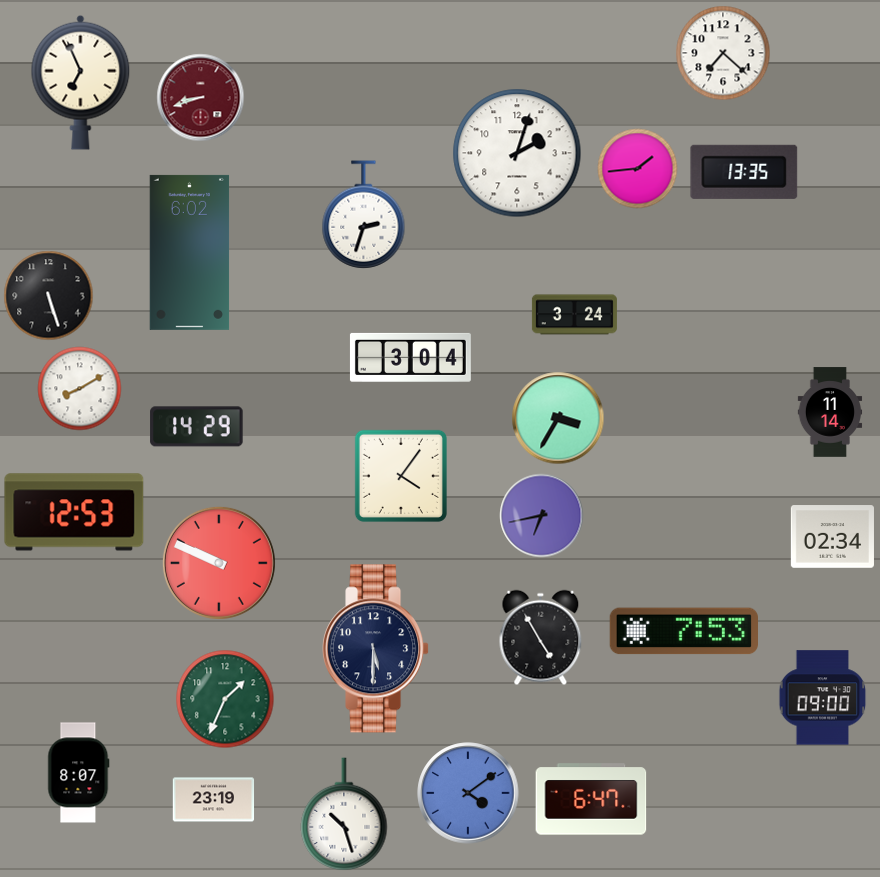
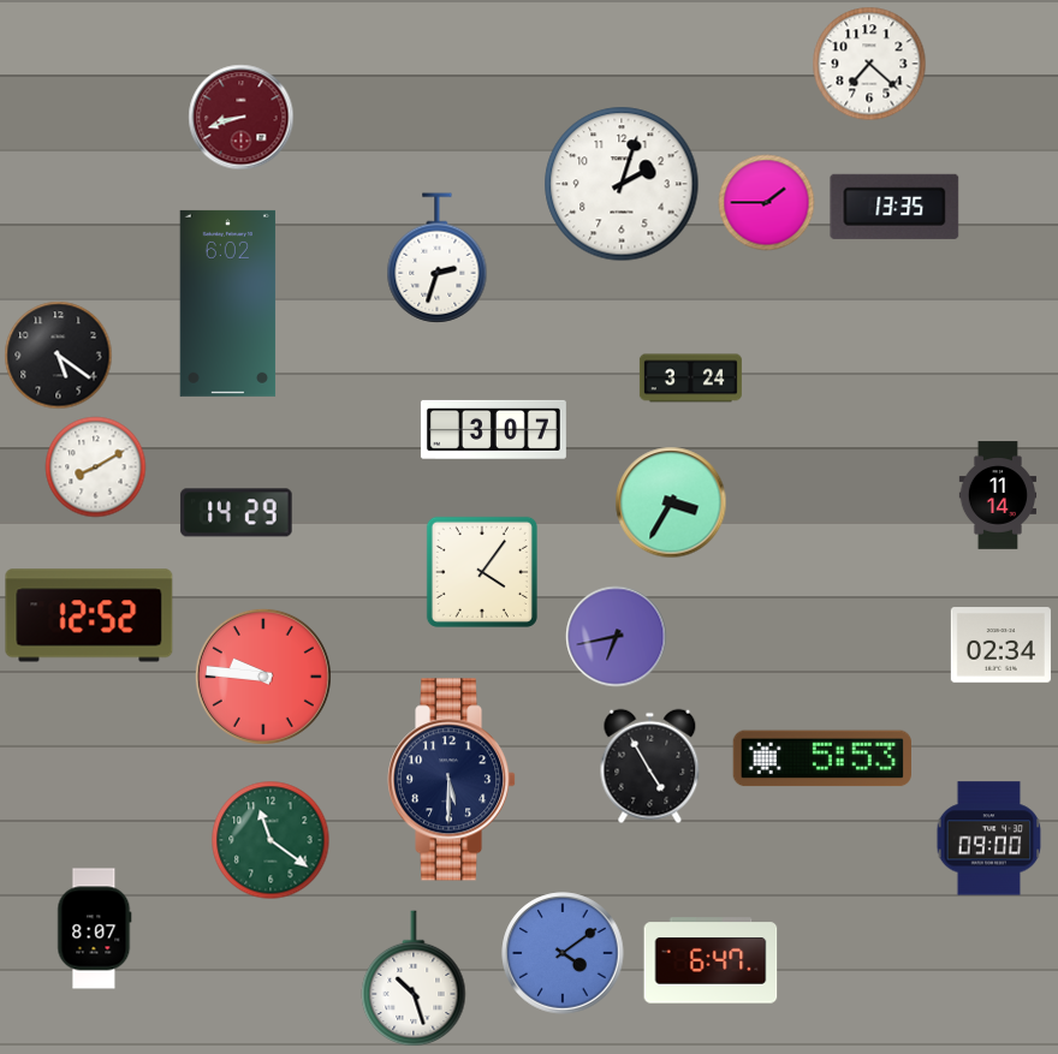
clock at (81, 82): 6:56 -> none
clock at (638, 169): 1:44 -> 1:45
clock at (49, 296): 5:27 -> 5:21
clock at (410, 357): 3:04 -> 3:07
clock at (74, 512): 12:53 -> 12:52
clock at (542, 516) position: (542, 516) -> (617, 637)
clock at (219, 563): 9:49 -> 9:46
clock at (683, 631): 7:53 -> 5:53
clock at (225, 699): 1:34 -> 11:21
clock at (214, 800): 23:19 -> none
